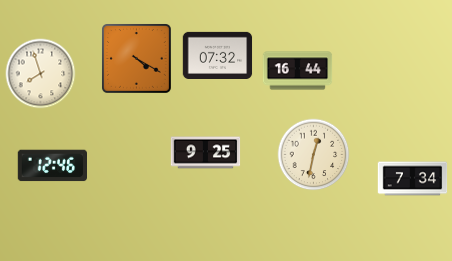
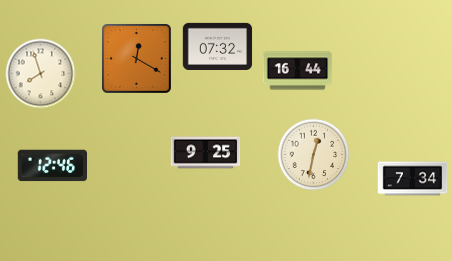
clock at (218, 55) position: (218, 55) -> (218, 46)
clock at (137, 59): 4:20 -> 12:20
